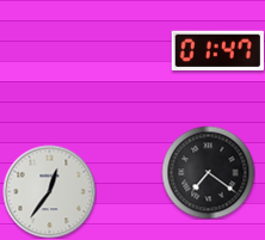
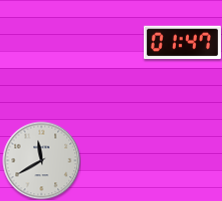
clock at (208, 172): 7:21 -> none
clock at (49, 191): 12:36 -> 11:40
